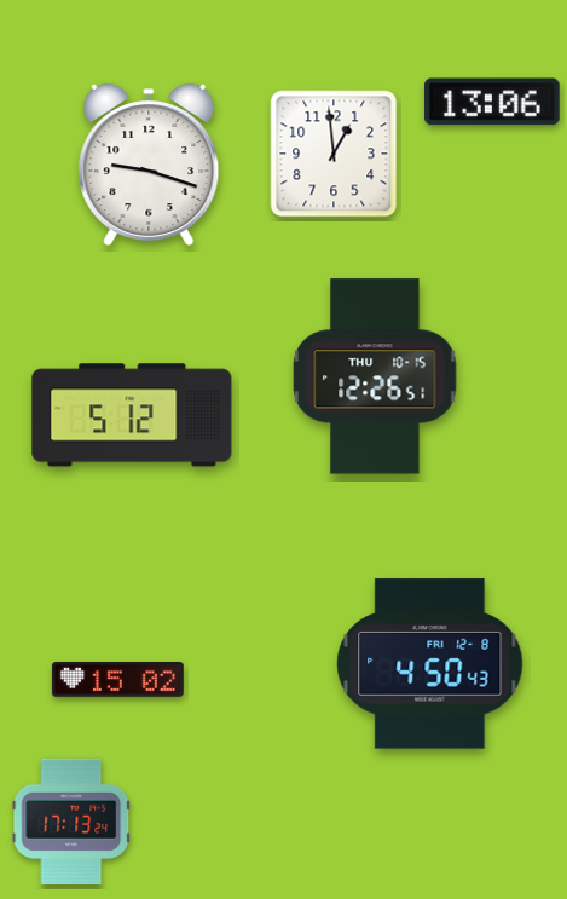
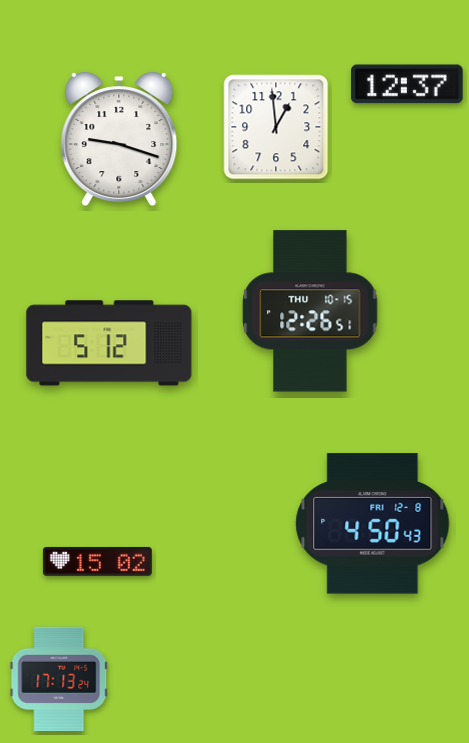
clock at (492, 102): 13:06 -> 12:37
clock at (149, 165) position: (149, 165) -> (119, 139)
clock at (430, 664) position: (430, 664) -> (373, 524)
